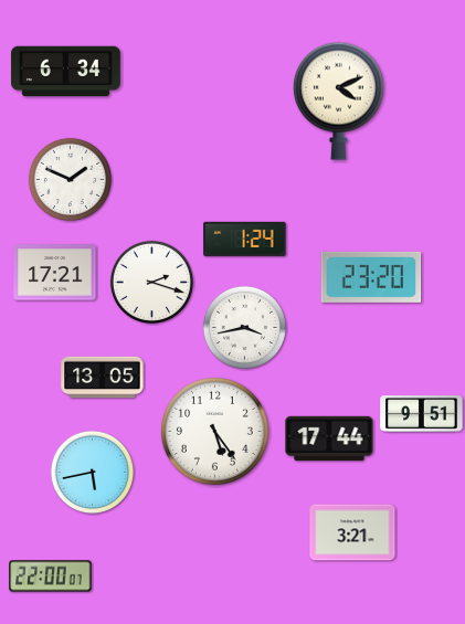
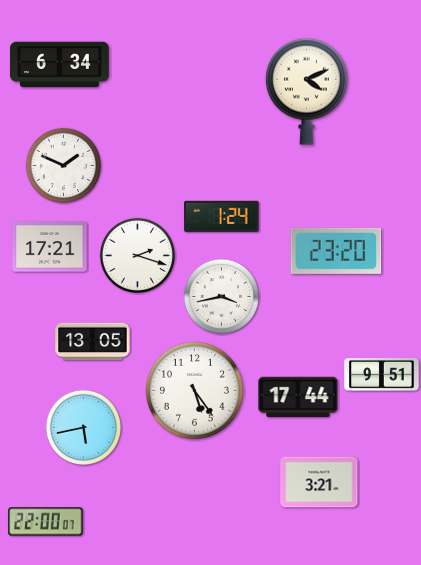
clock at (70, 179) position: (70, 179) -> (63, 165)
